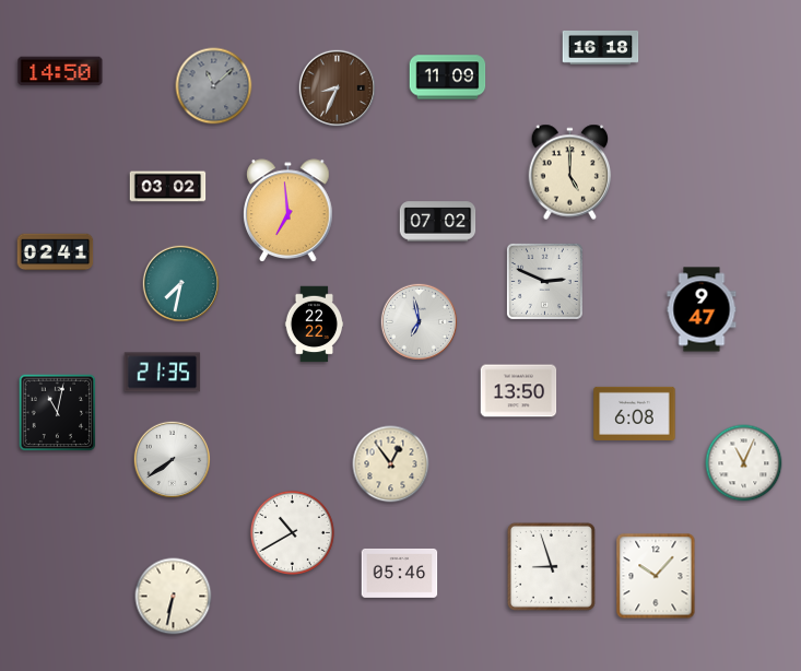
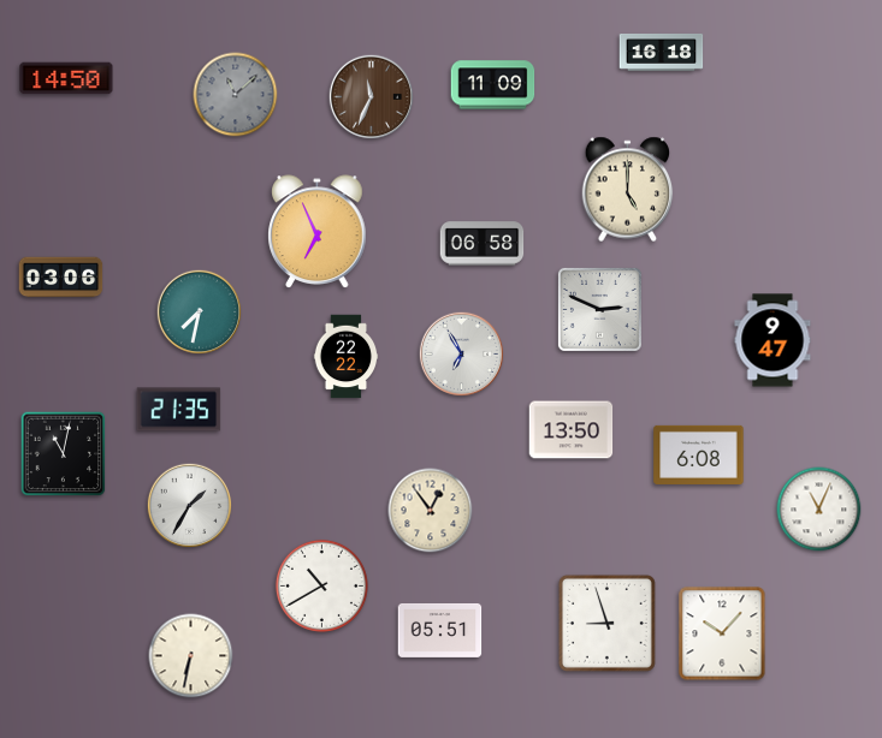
clock at (338, 89): 8:34 -> 11:34
clock at (168, 187): 03:02 -> none
clock at (288, 211): 6:59 -> 6:56
clock at (438, 222): 07:02 -> 06:58
clock at (56, 252): 02:41 -> 03:06
clock at (420, 322): 6:58 -> 6:55
clock at (173, 460): 7:39 -> 1:35
clock at (400, 573): 05:46 -> 05:51
